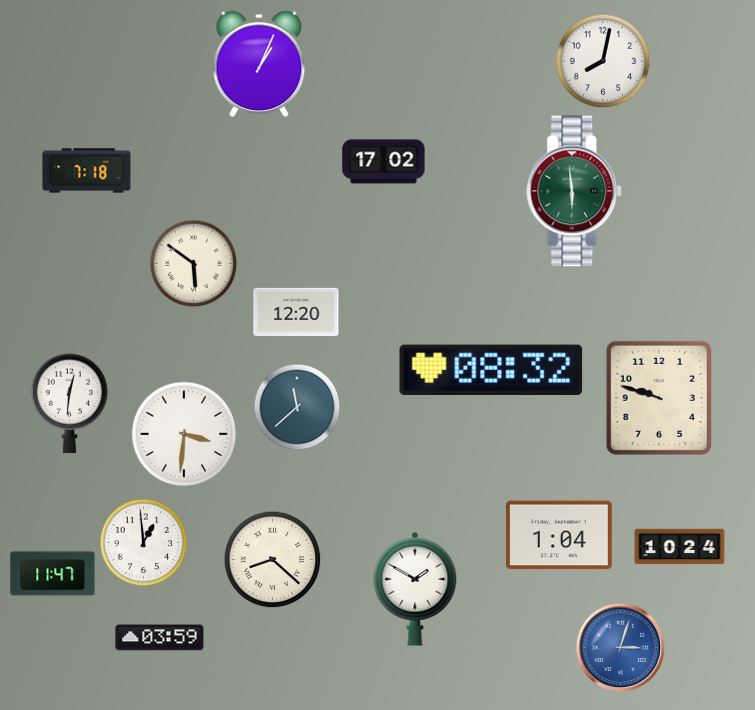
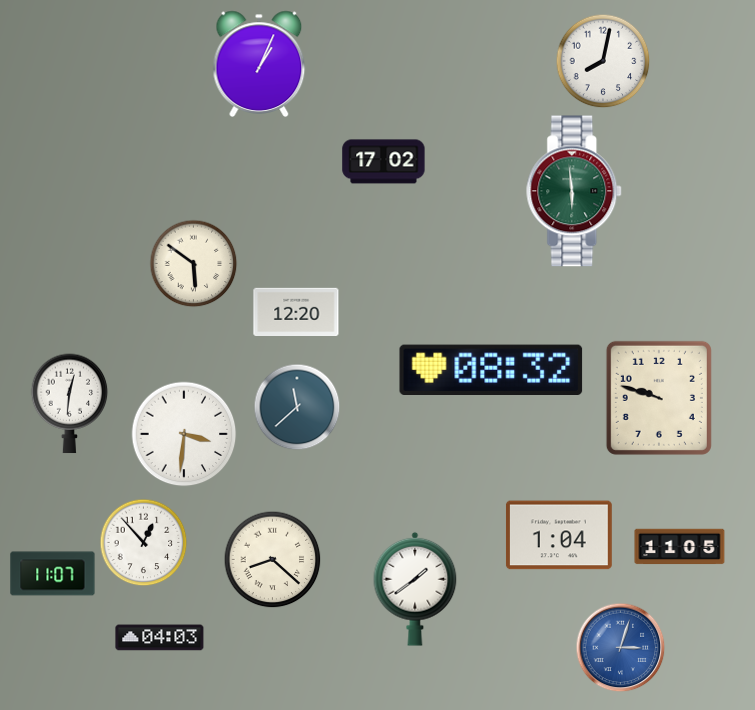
clock at (87, 171): 7:18 -> none
clock at (144, 543): 12:59 -> 12:53
clock at (680, 547): 10:24 -> 11:05
clock at (53, 574): 11:47 -> 11:07
clock at (415, 589): 1:50 -> 1:39
clock at (160, 638): 03:59 -> 04:03
